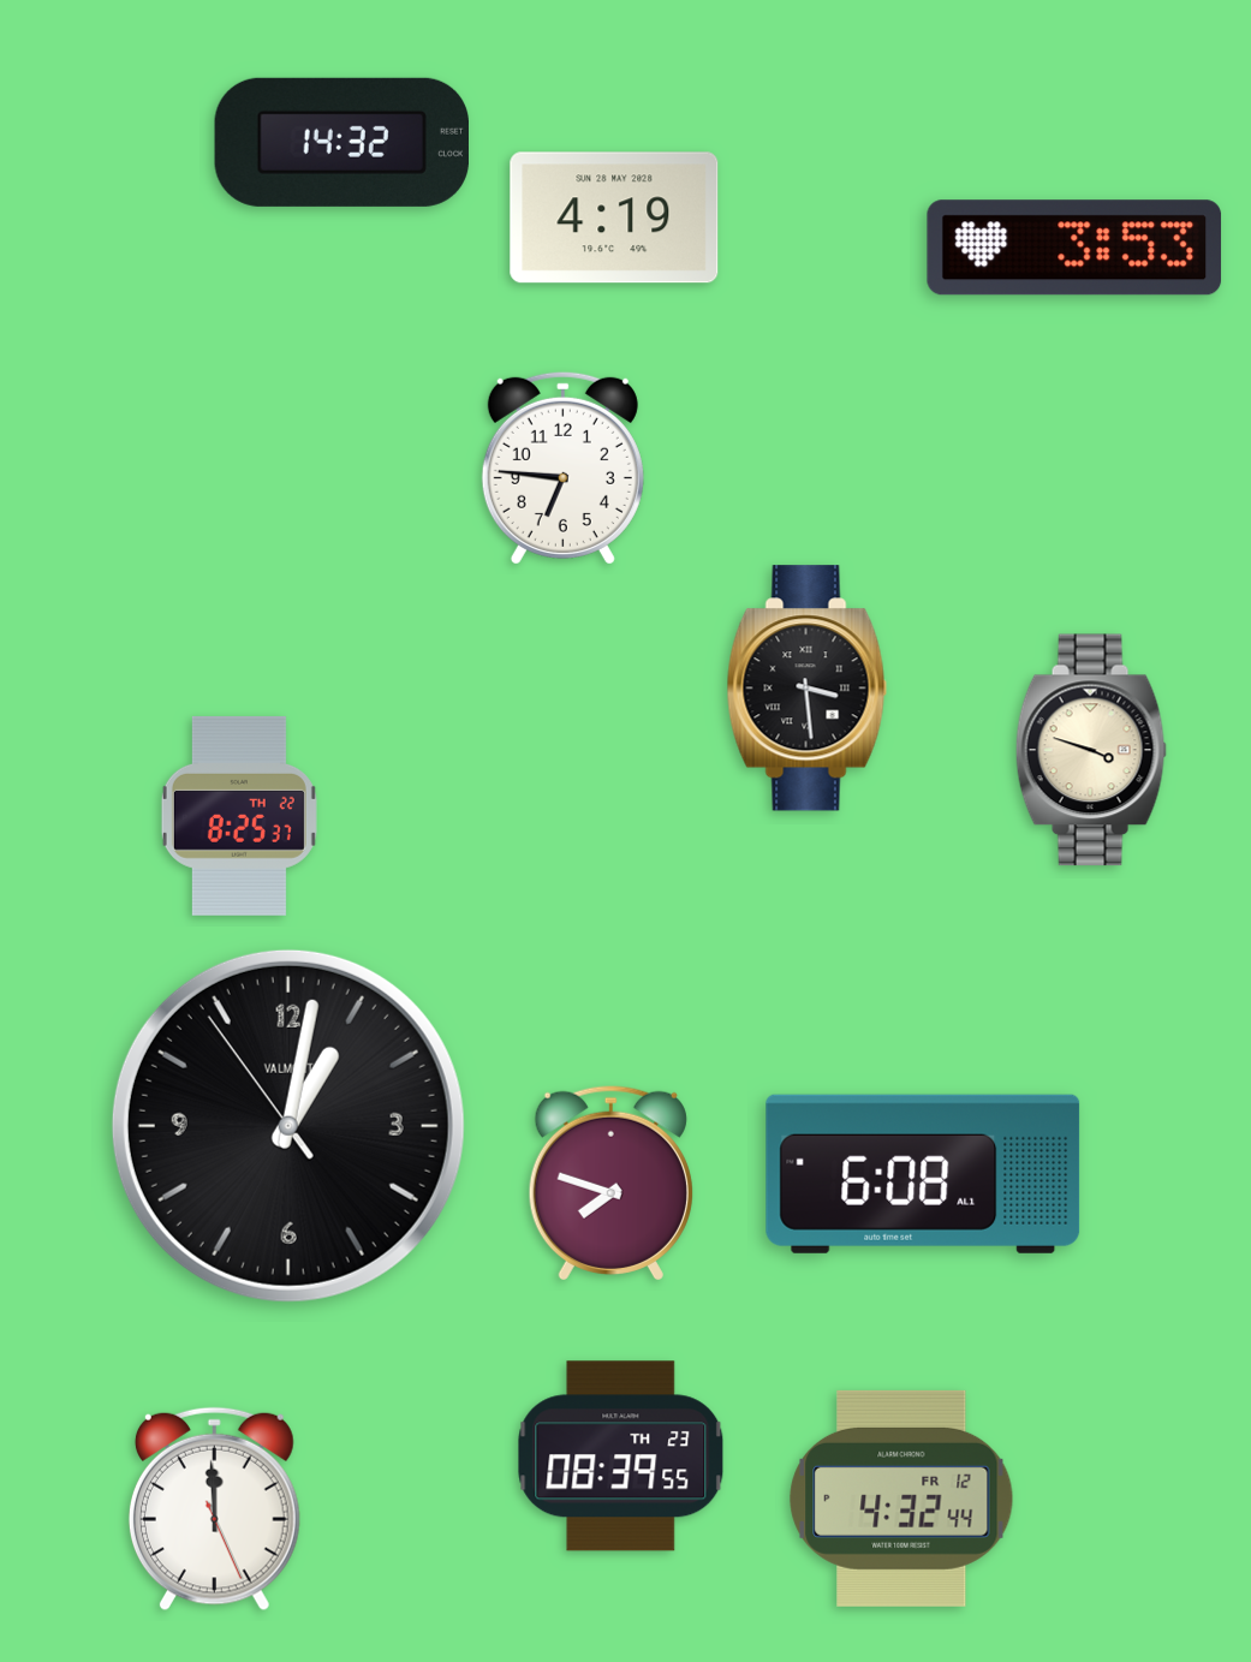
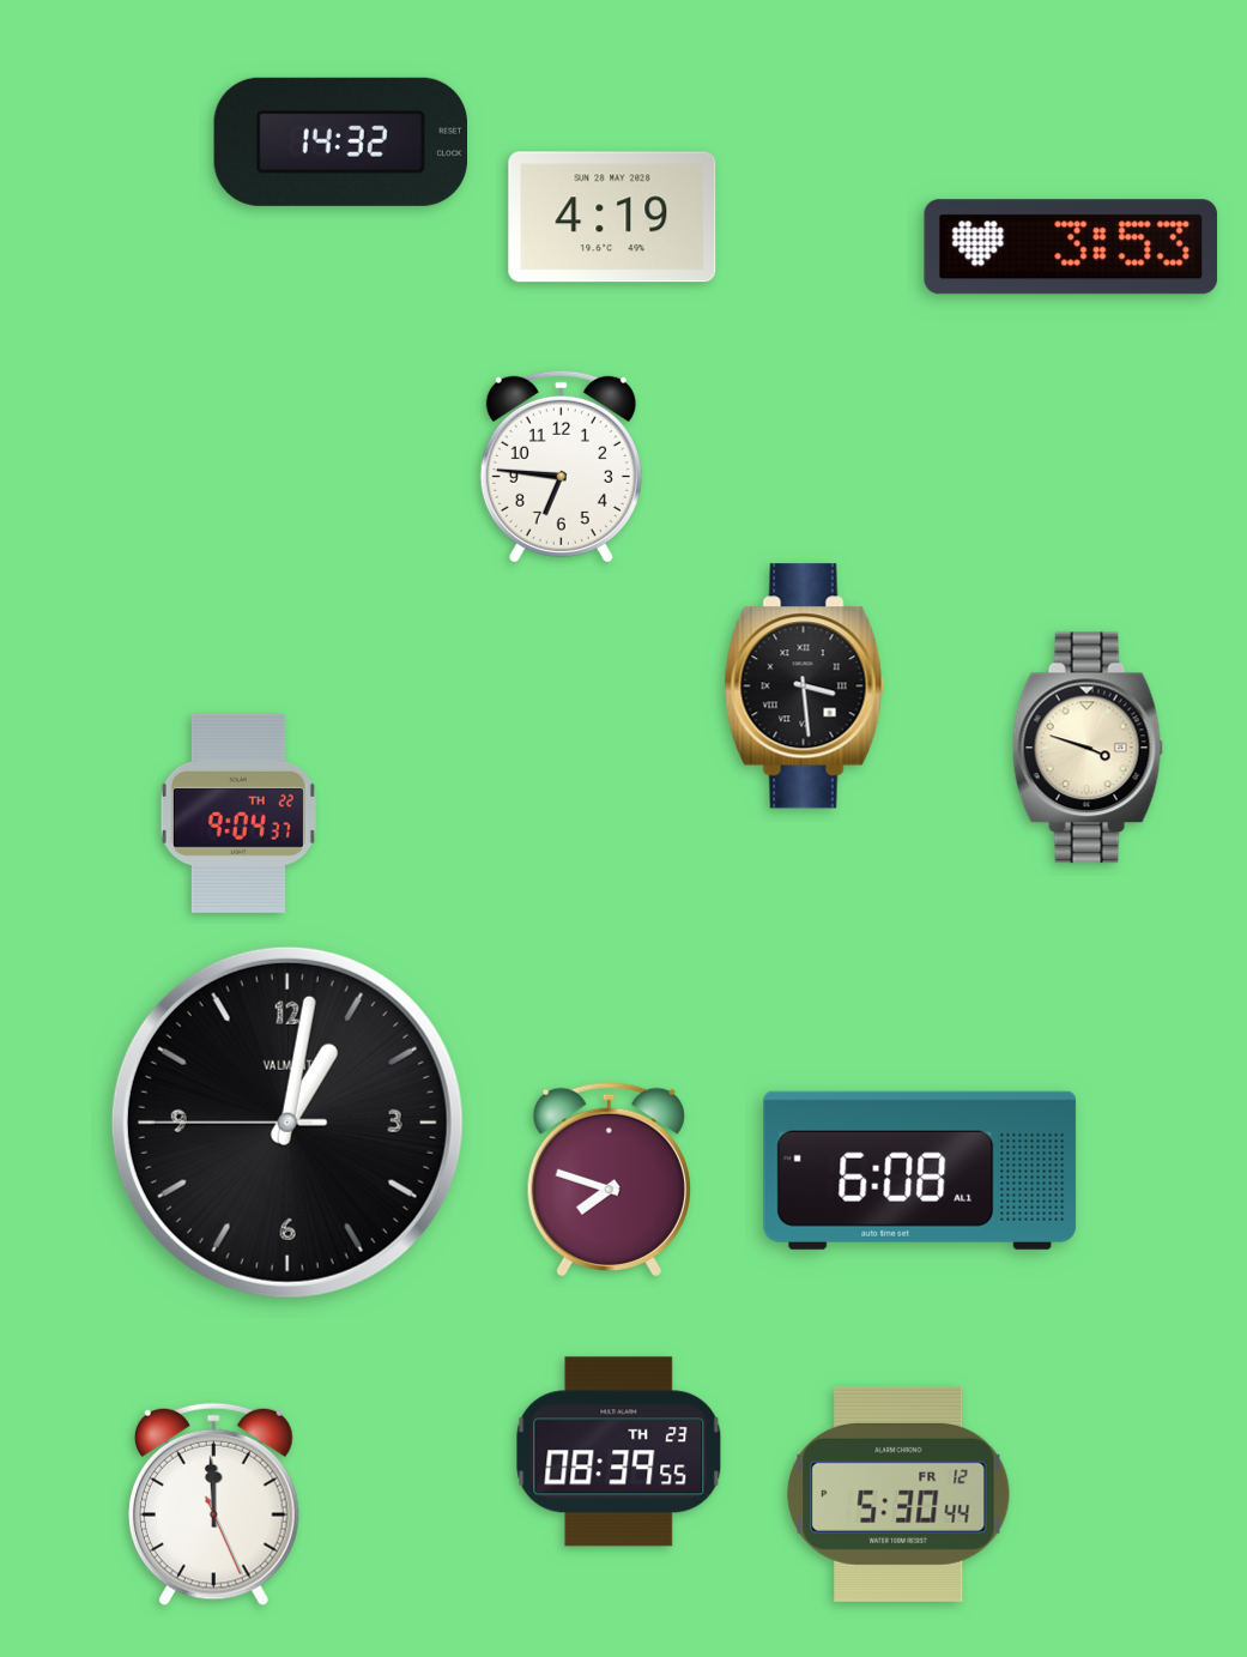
clock at (239, 816): 8:25 -> 9:04
clock at (288, 1126): 1:01:54 -> 1:01:45
clock at (901, 1499): 4:32 -> 5:30
